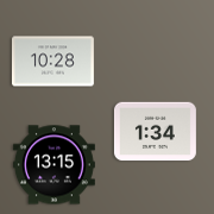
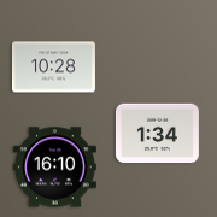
clock at (52, 62) position: (52, 62) -> (53, 68)
clock at (53, 165): 13:15 -> 16:10
